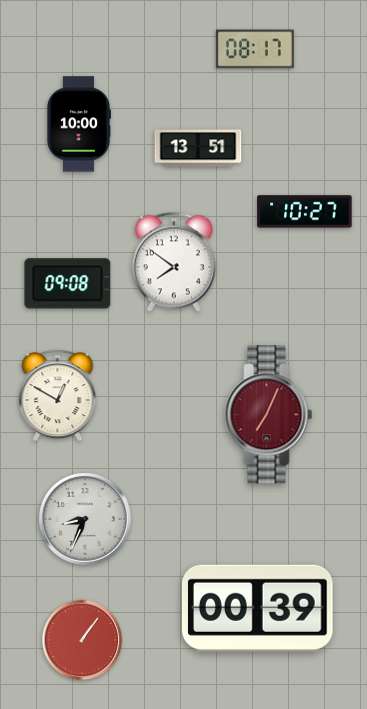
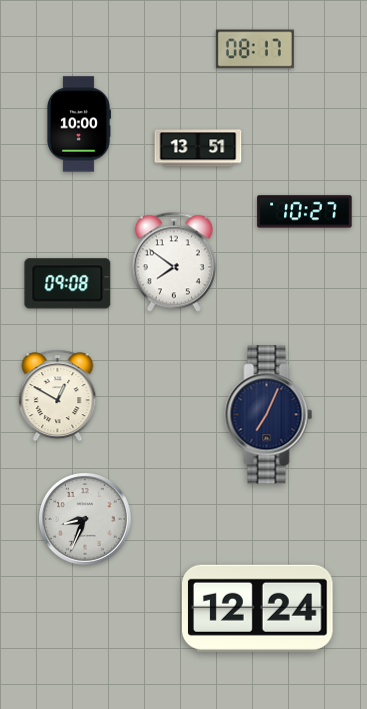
clock at (269, 415) dial: burgundy -> navy
clock at (258, 608): 00:39 -> 12:24
clock at (82, 640): 1:06 -> none
